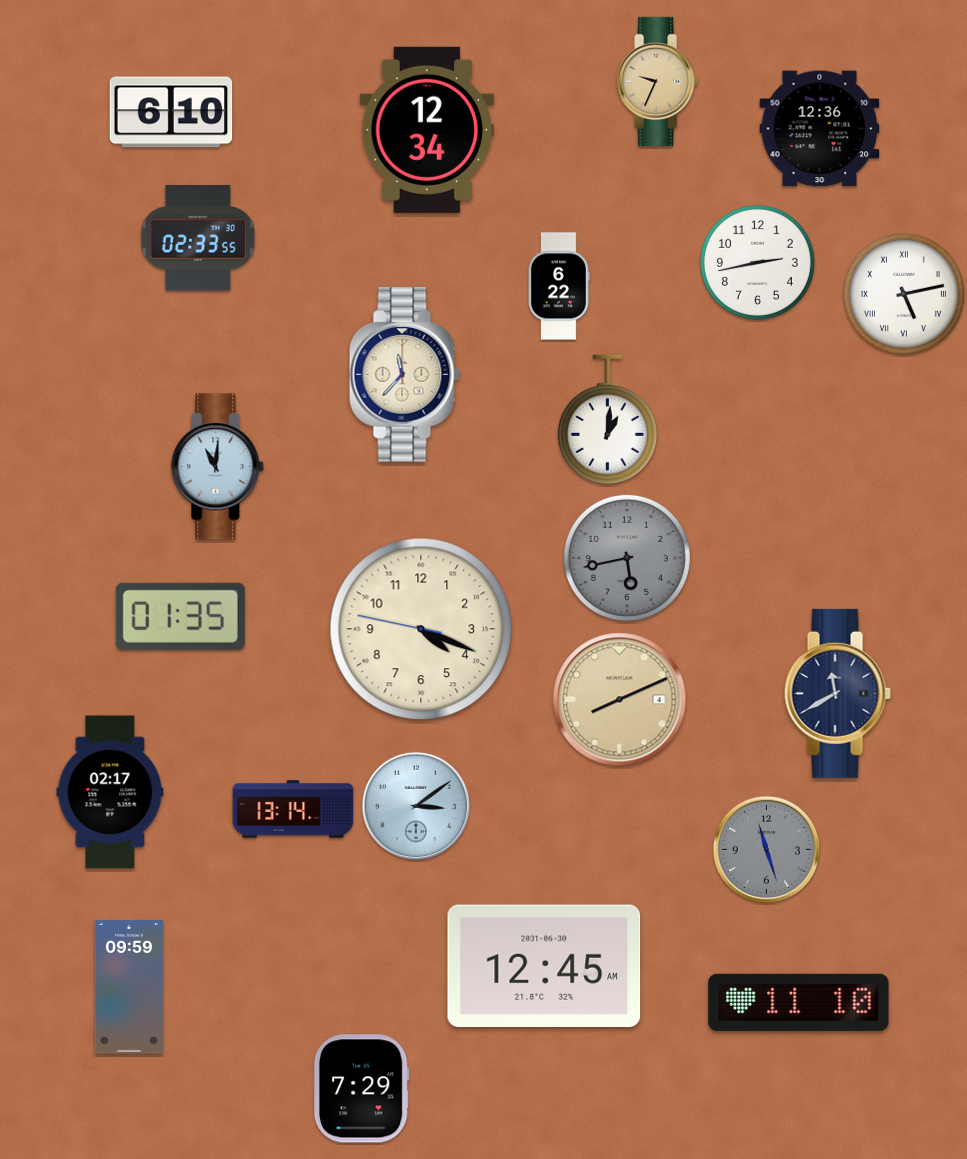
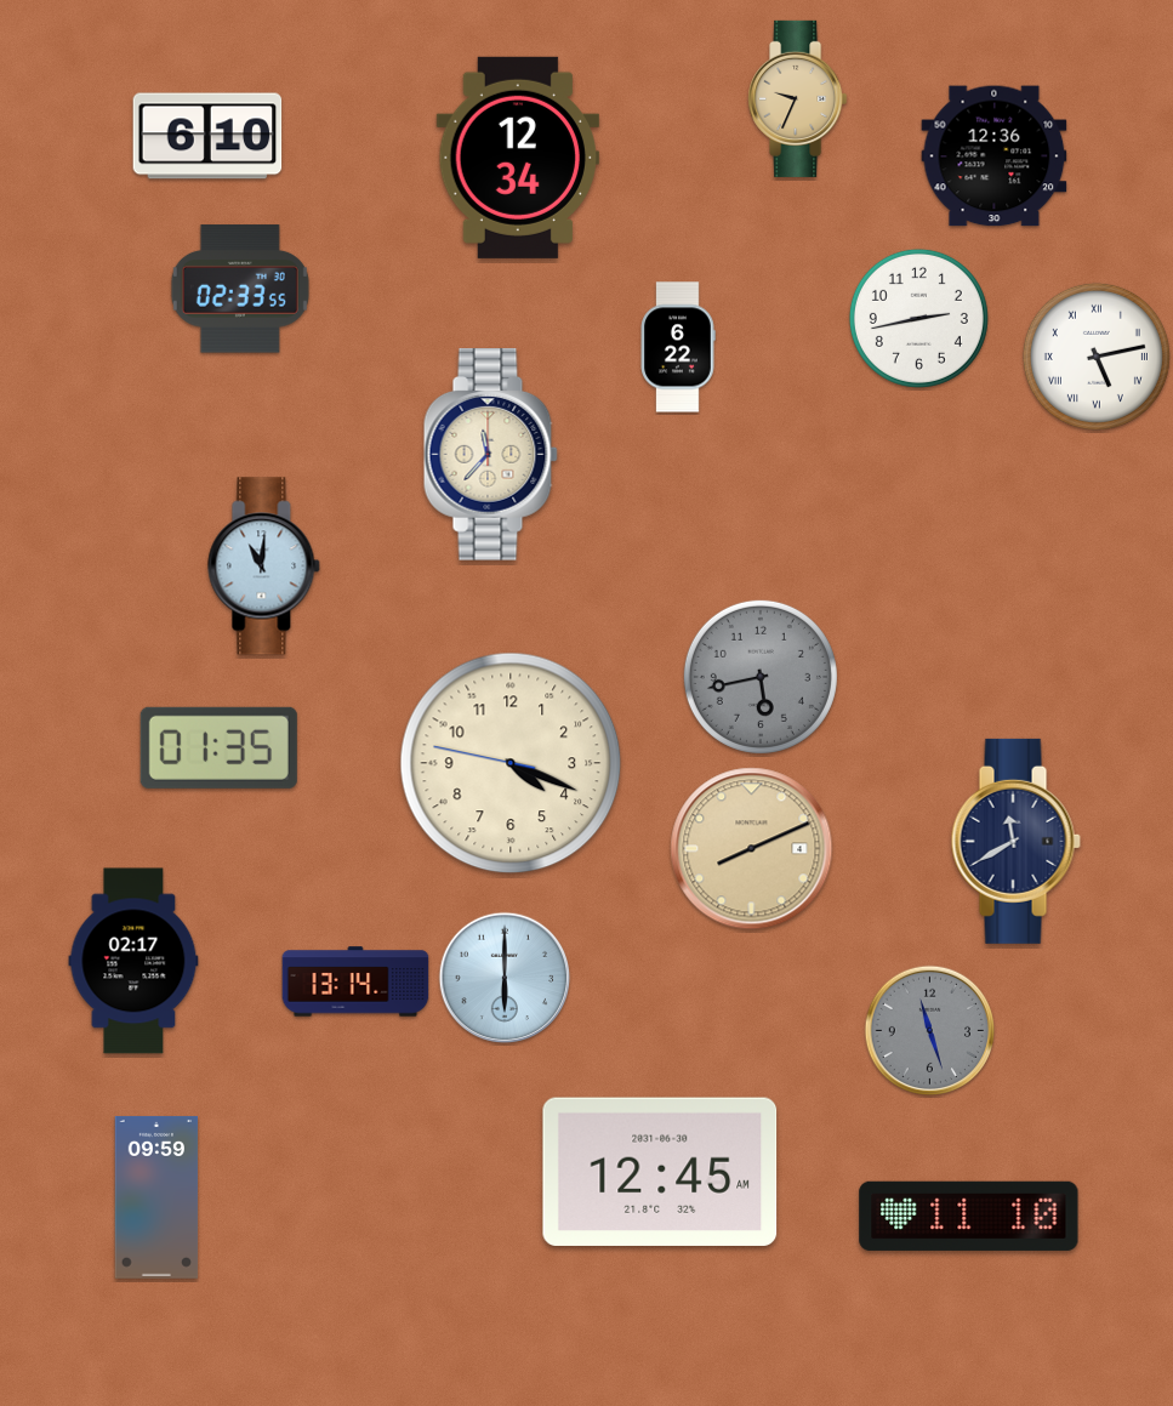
clock at (607, 419): 1:01 -> none
clock at (416, 806): 3:09 -> 6:00
clock at (361, 1089): 7:29 -> none
